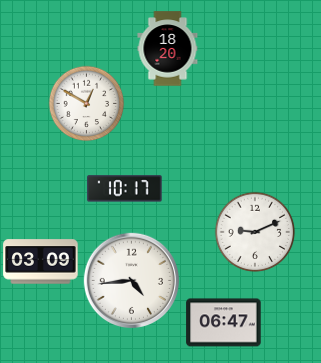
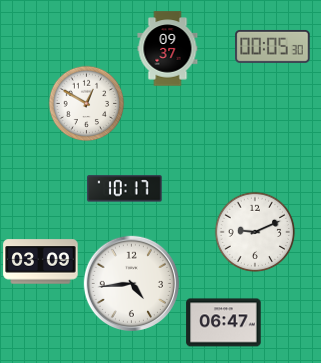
clock at (273, 46): none -> 00:05
clock at (168, 49): 18:20 -> 09:37
clock at (131, 280) position: (131, 280) -> (131, 283)
